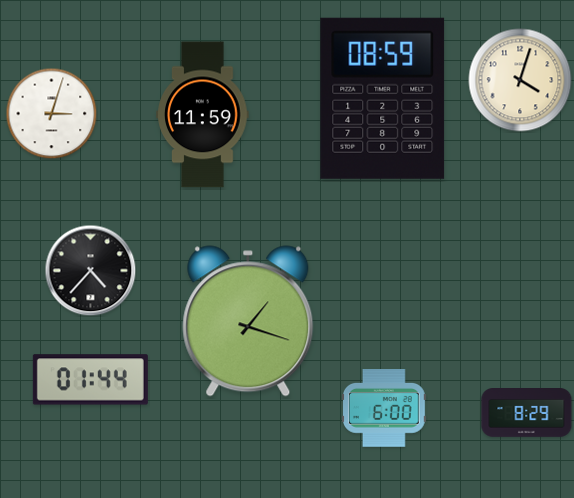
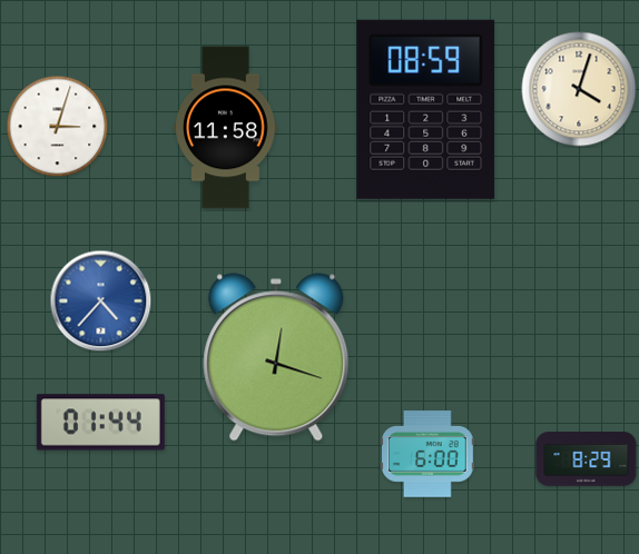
clock at (203, 115): 11:59 -> 11:58
clock at (90, 270) dial: black -> blue
clock at (248, 321): 1:18 -> 12:18
